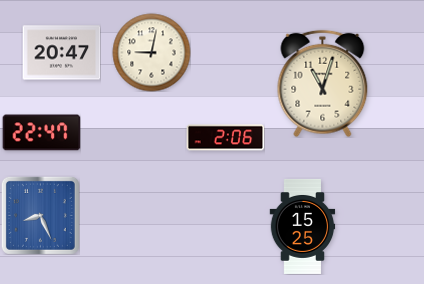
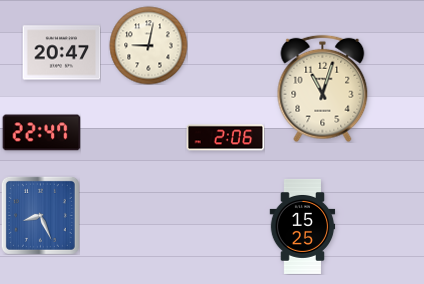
clock at (151, 52) position: (151, 52) -> (148, 45)
clock at (323, 83) position: (323, 83) -> (323, 88)
